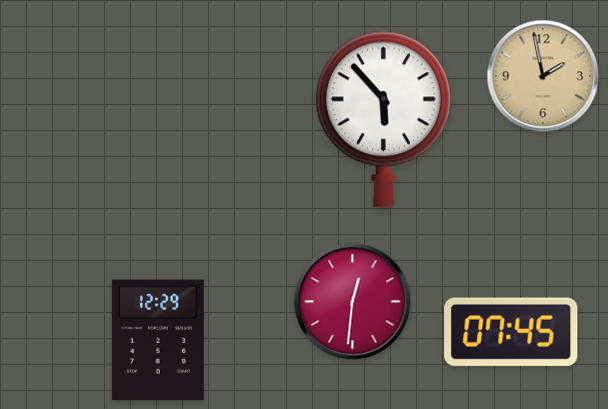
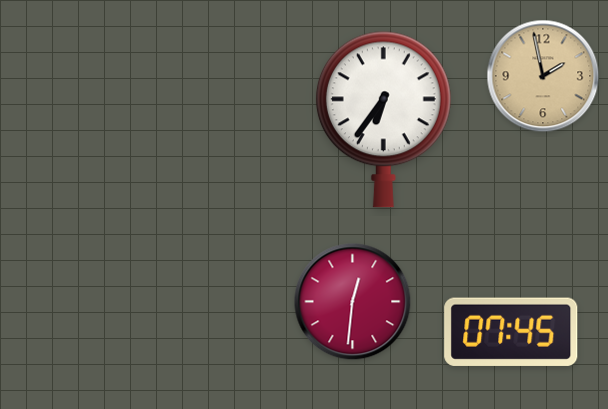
clock at (383, 119): 5:53 -> 6:36
clock at (158, 340): 12:29 -> none
